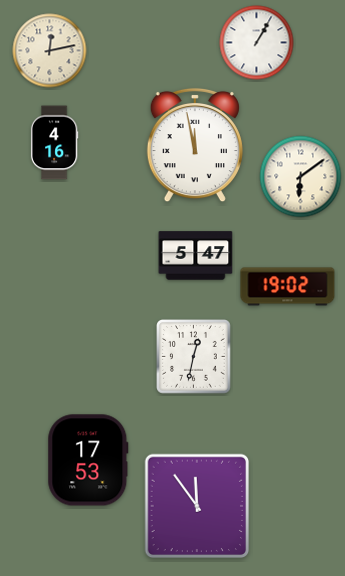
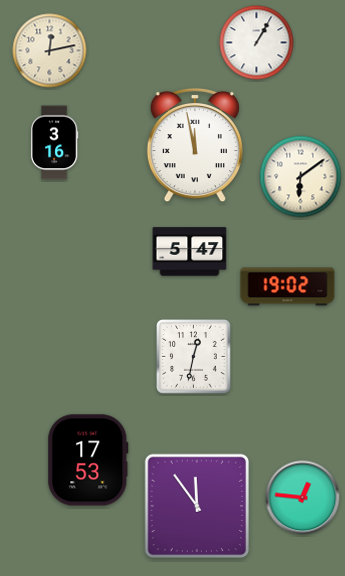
clock at (54, 143): 4:16 -> 3:16
clock at (196, 256) position: (196, 256) -> (190, 252)
clock at (303, 498): none -> 12:46
